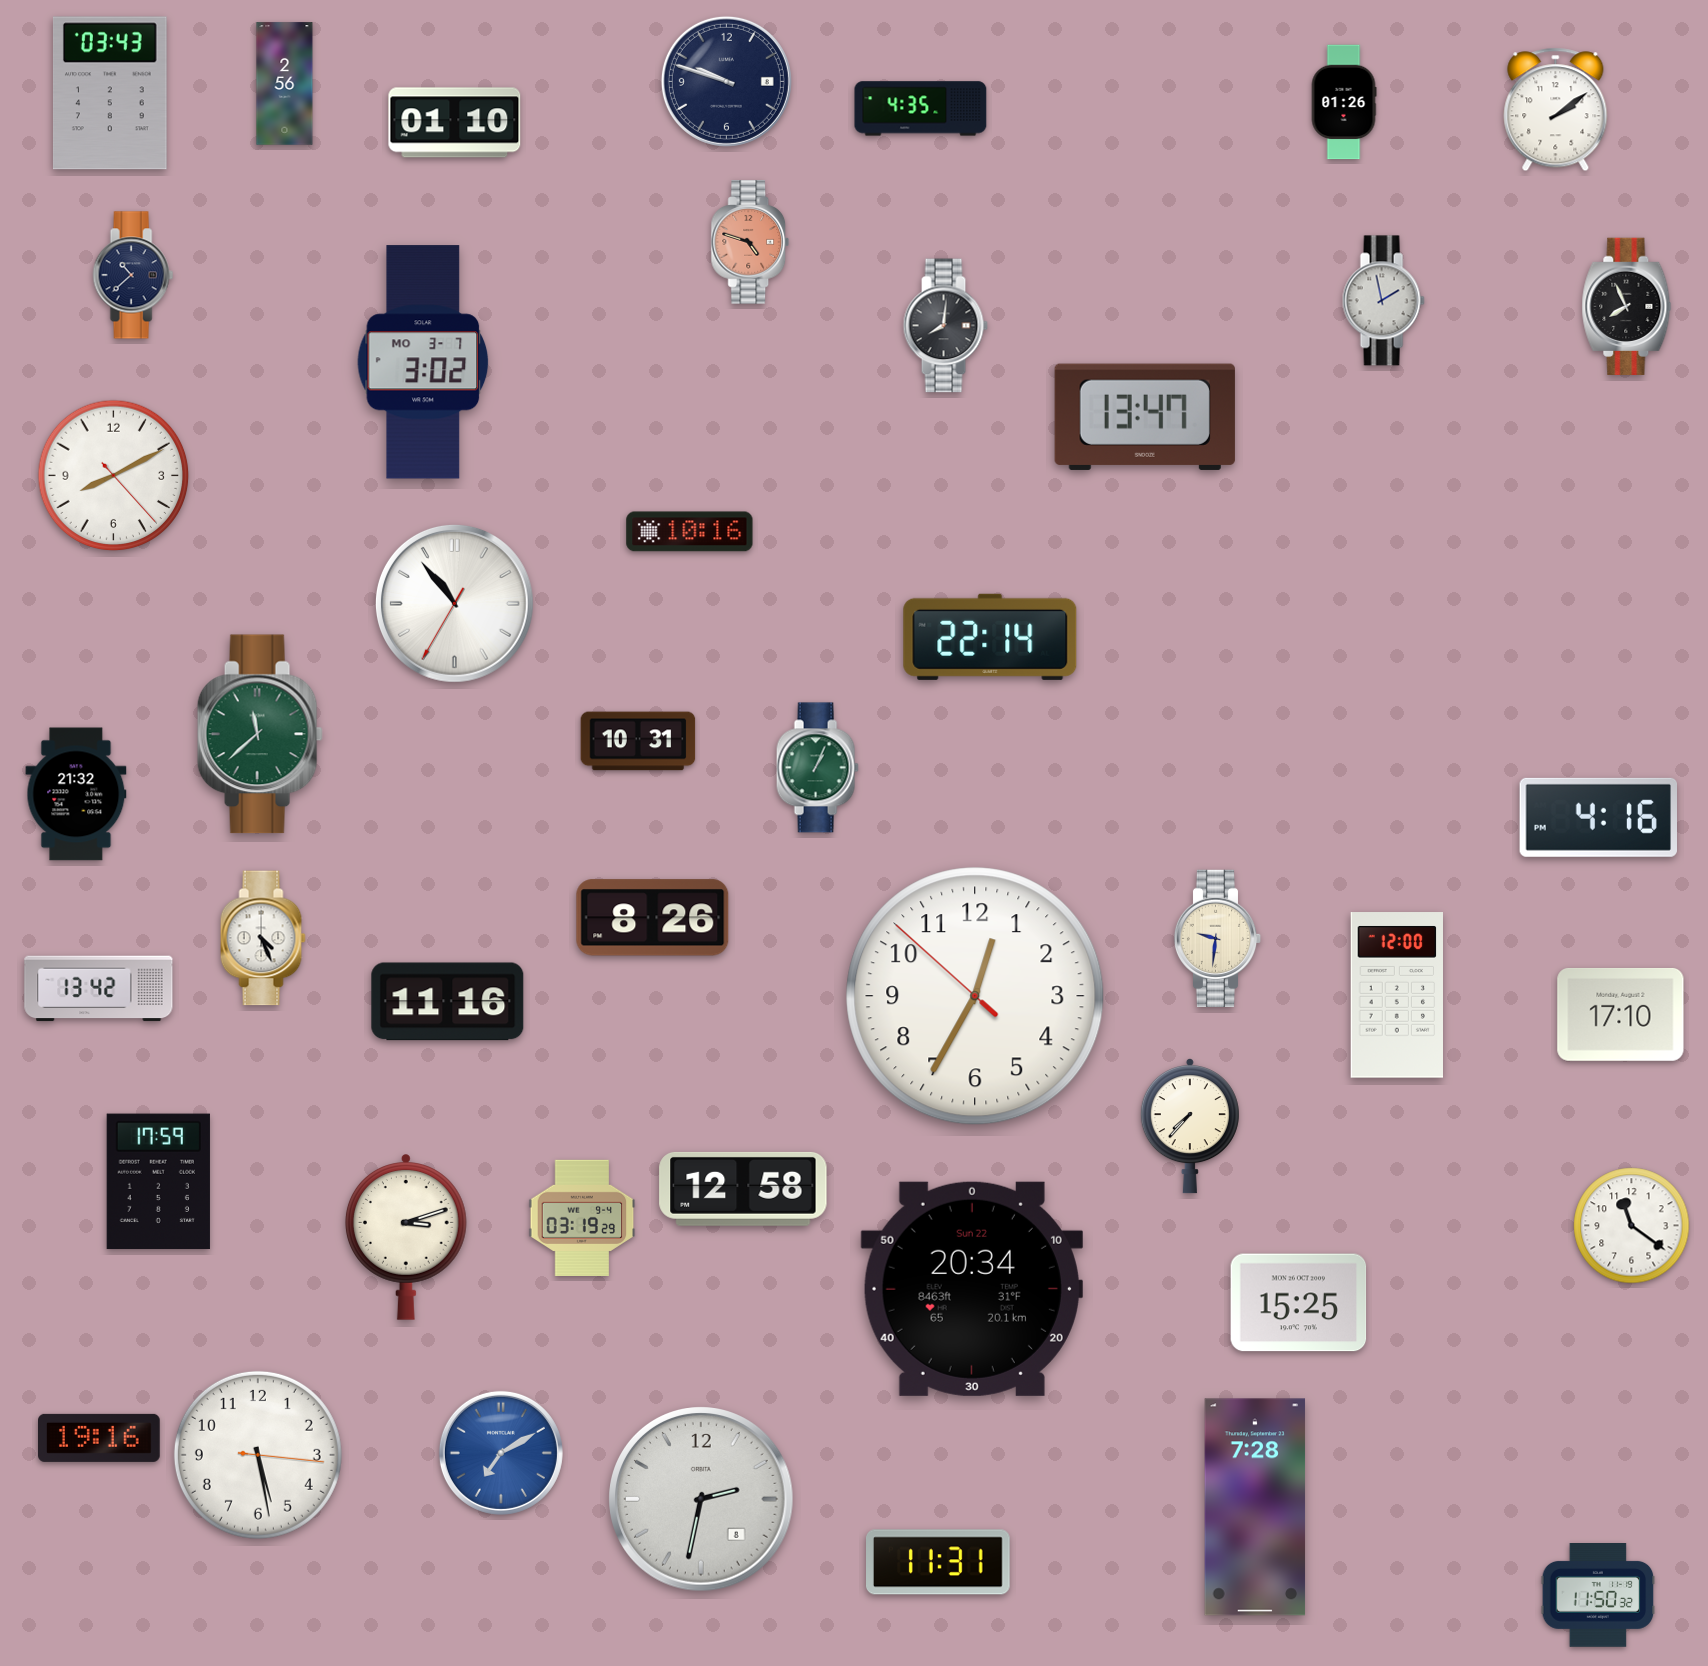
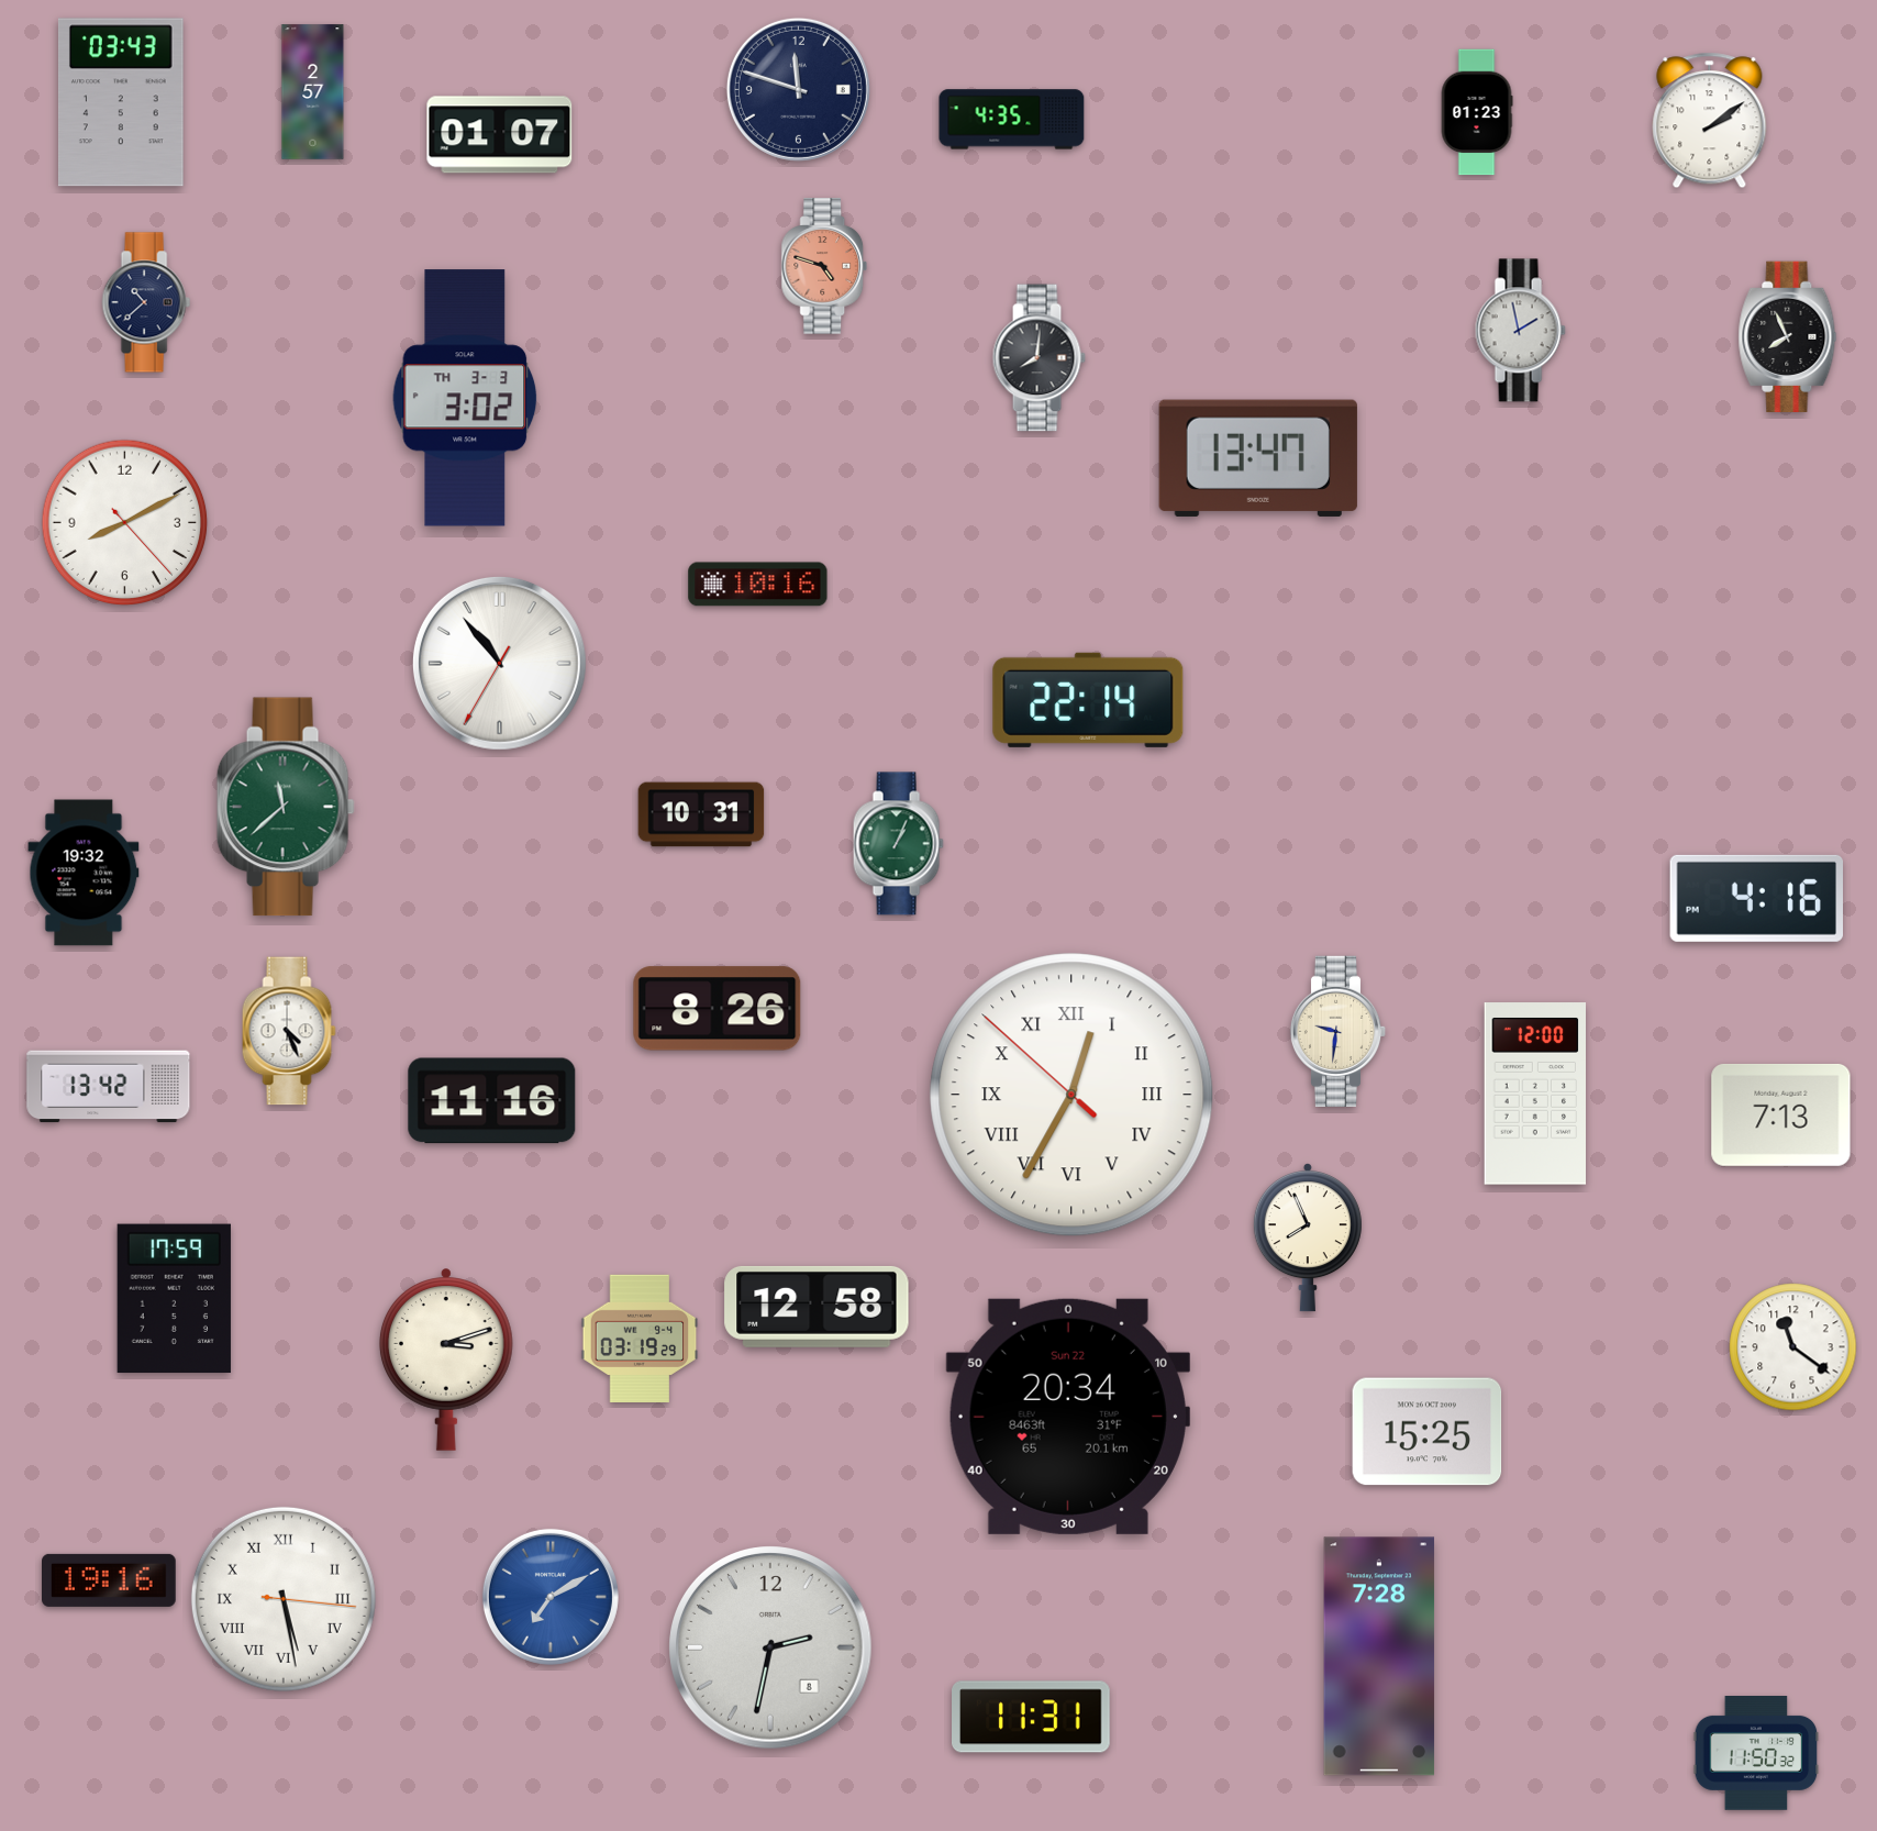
clock at (726, 81): 9:48 -> 11:48
clock at (285, 84): 2:56 -> 2:57
clock at (1344, 102): 01:26 -> 01:23
clock at (455, 123): 01:10 -> 01:07
clock at (423, 362) date: MO 3-7 -> TH 3-3
clock at (76, 794): 21:32 -> 19:32
clock at (975, 996) numerals: Arabic -> Roman
clock at (1621, 1014): 17:10 -> 7:13
clock at (1190, 1127): 7:37 -> 7:56
clock at (258, 1455) numerals: Arabic -> Roman
